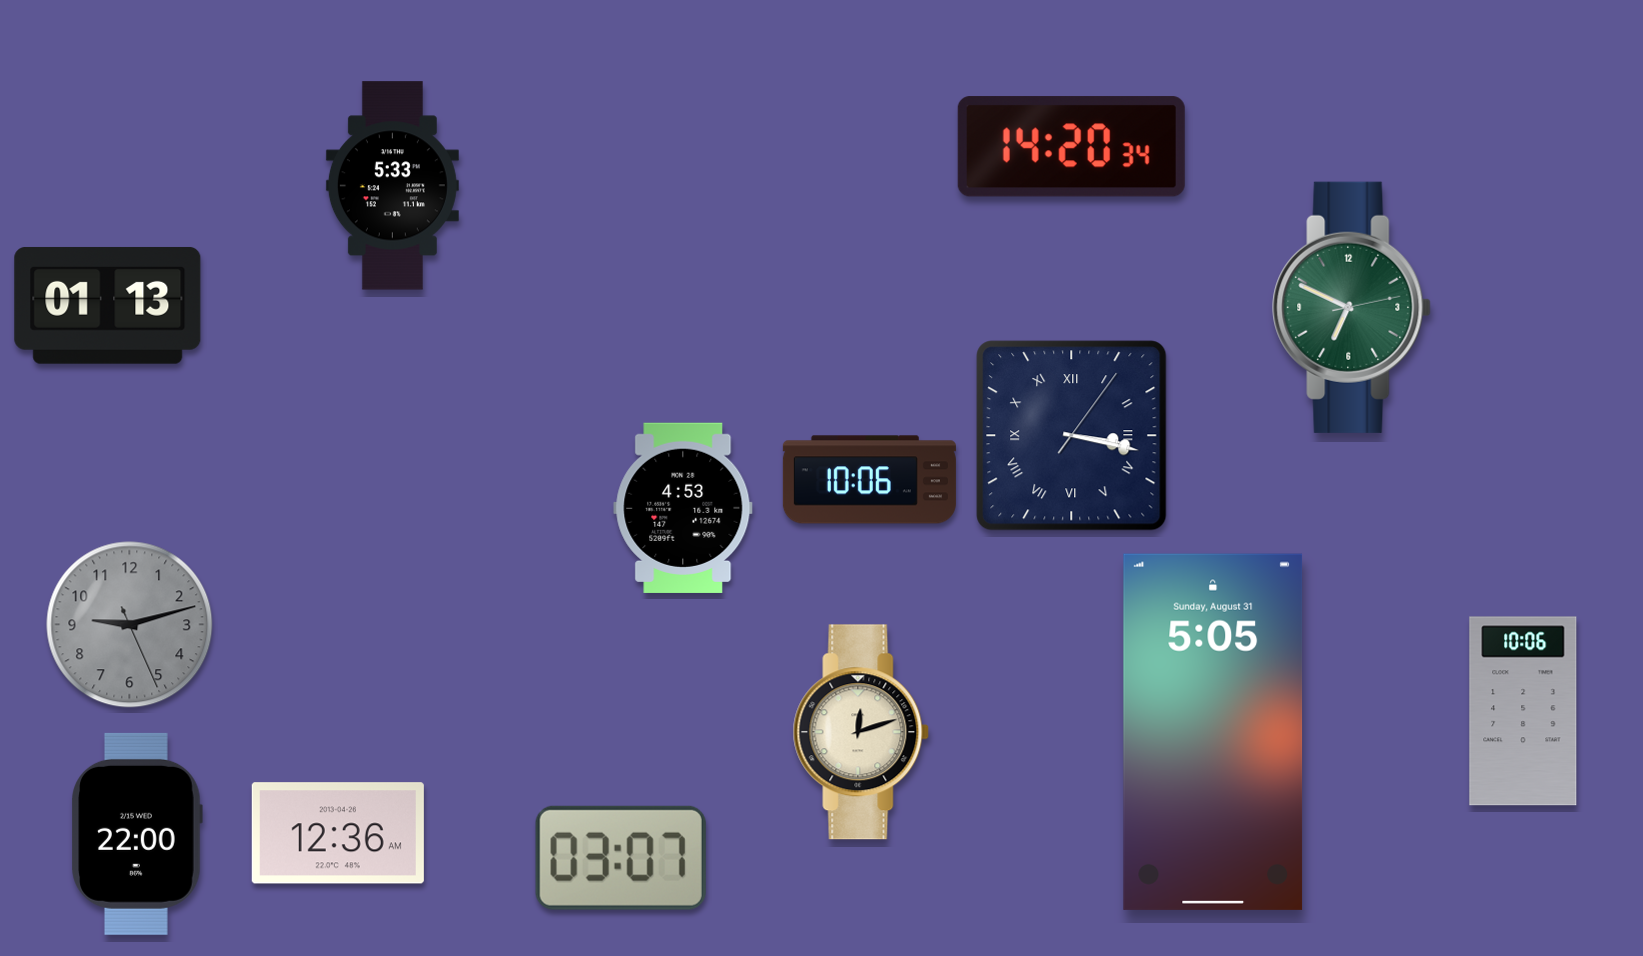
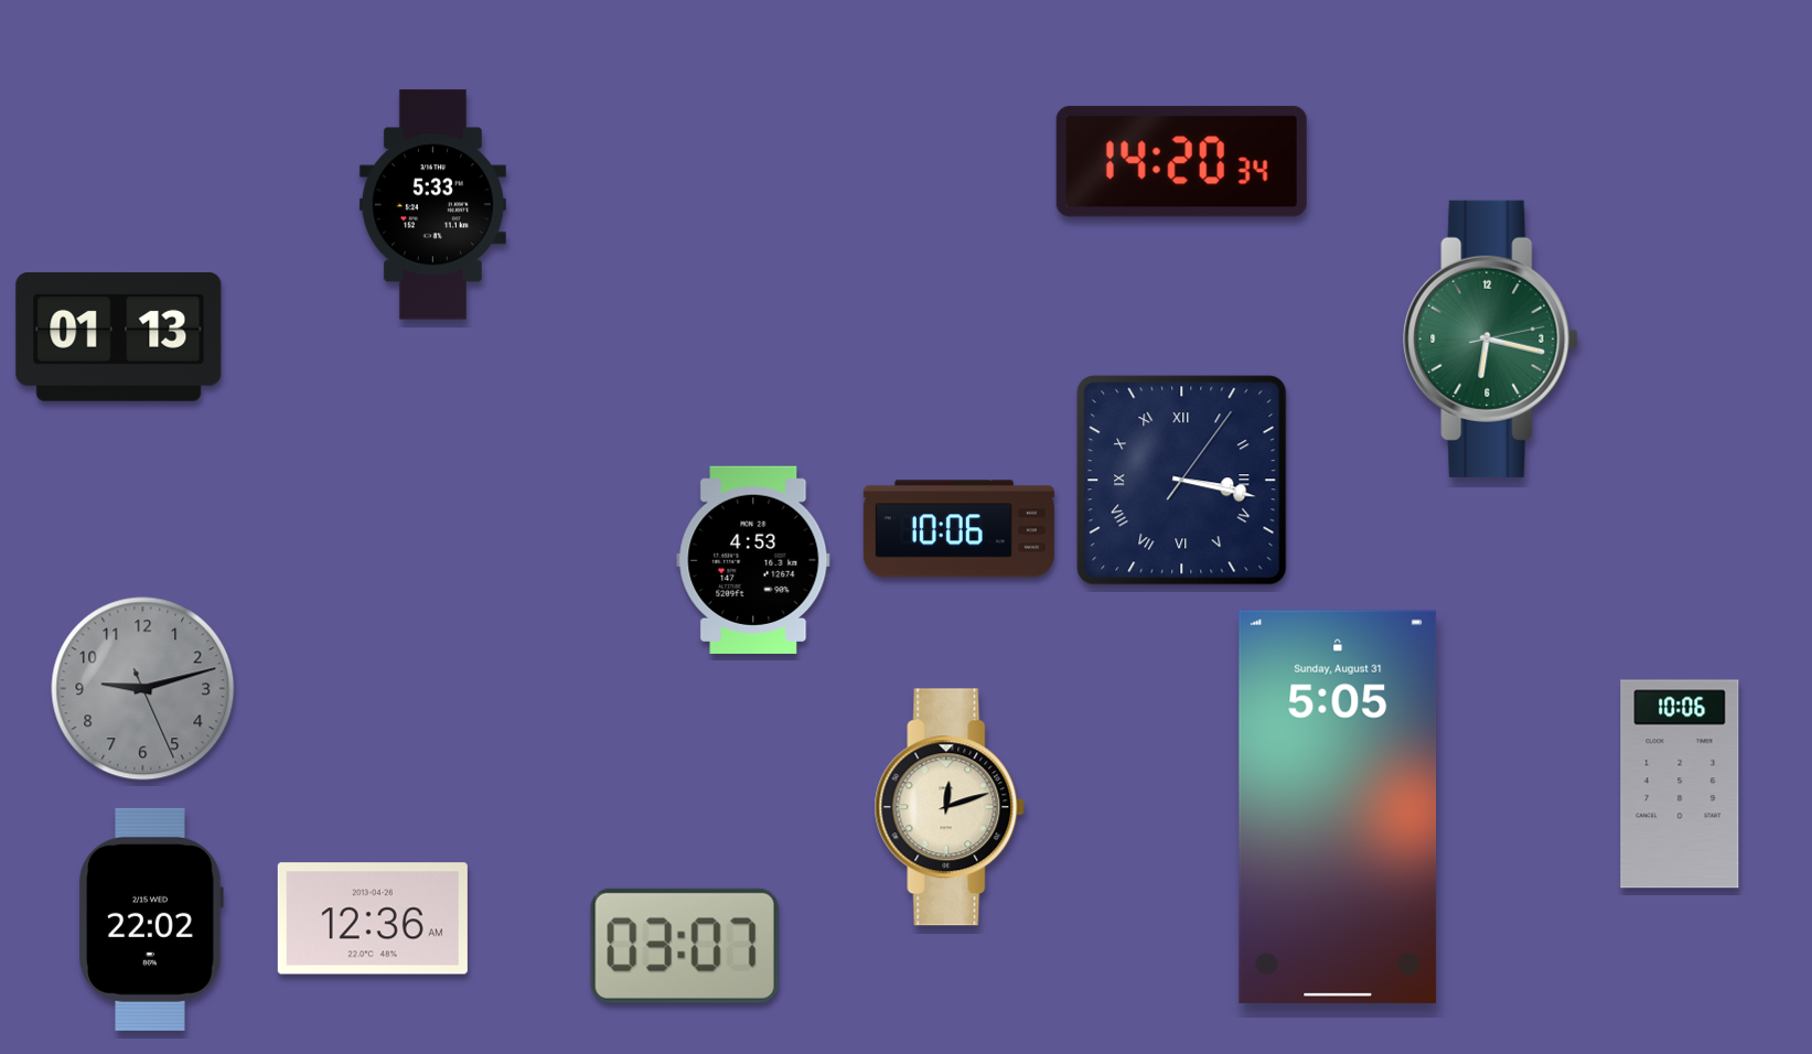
clock at (1352, 307): 6:49 -> 6:17
clock at (137, 834): 22:00 -> 22:02
